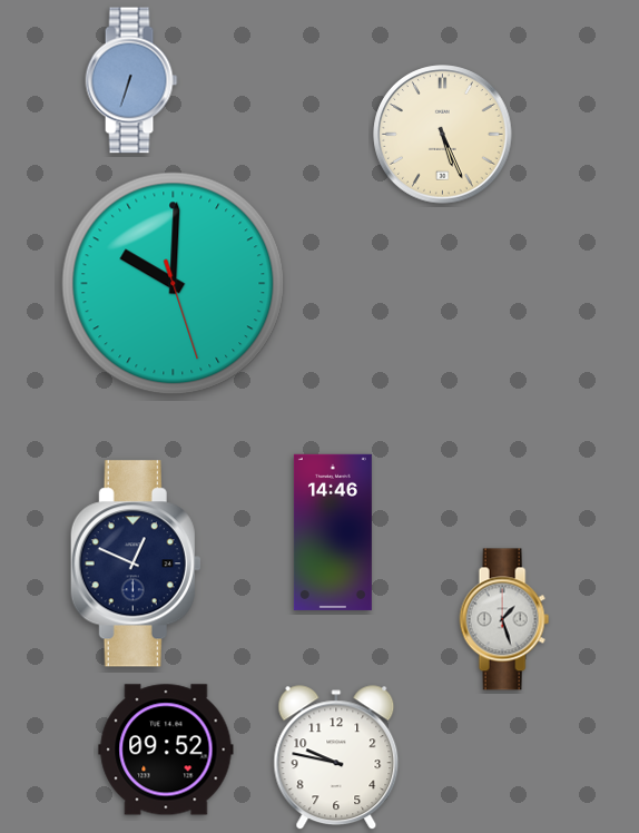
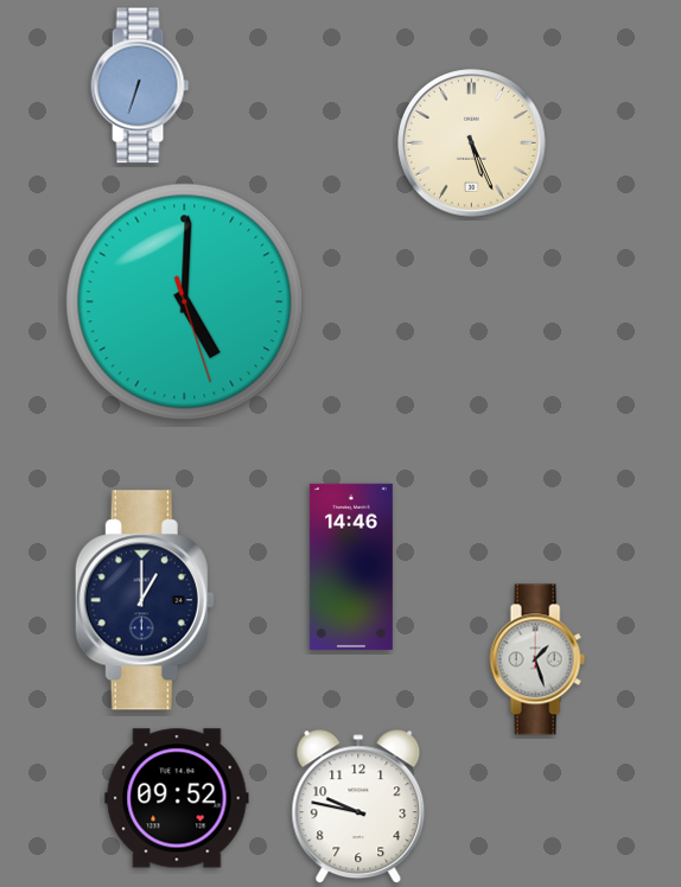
clock at (174, 284): 10:00 -> 5:00
clock at (333, 532) position: (333, 532) -> (351, 567)
clock at (136, 563): 12:49 -> 1:00
